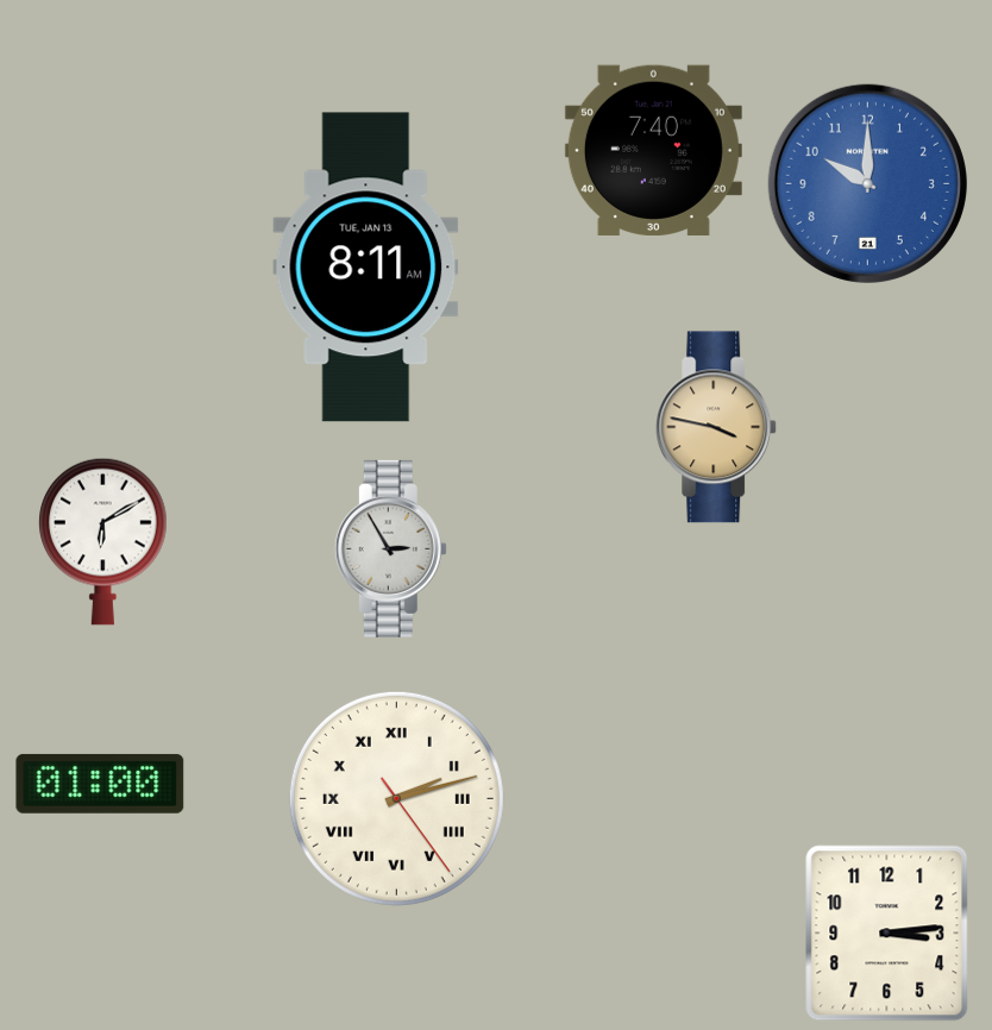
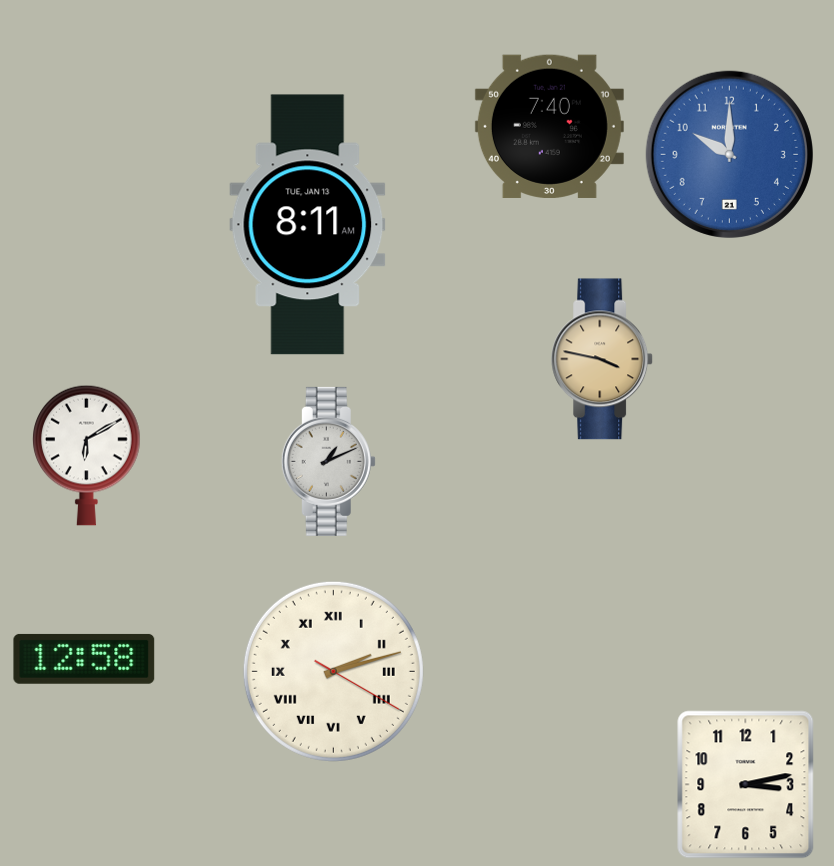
clock at (390, 548): 2:55 -> 1:11
clock at (100, 784): 01:00 -> 12:58
clock at (396, 798): 2:12:24 -> 2:12:20
clock at (887, 934): 3:14 -> 3:13
